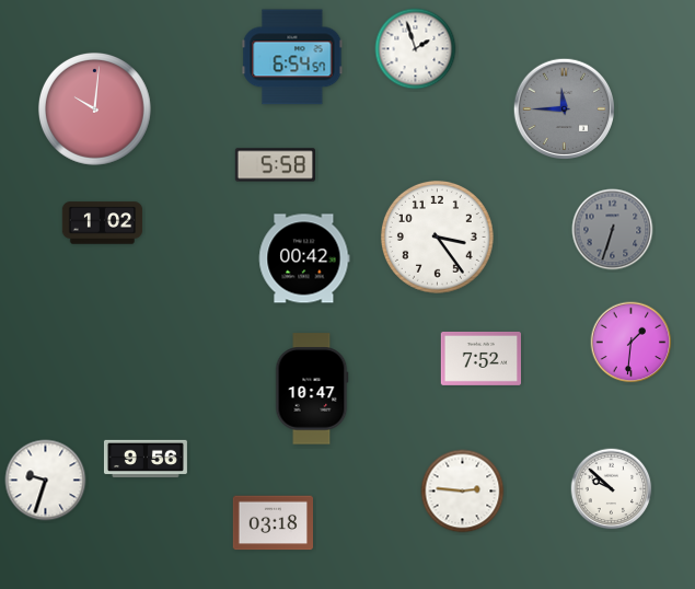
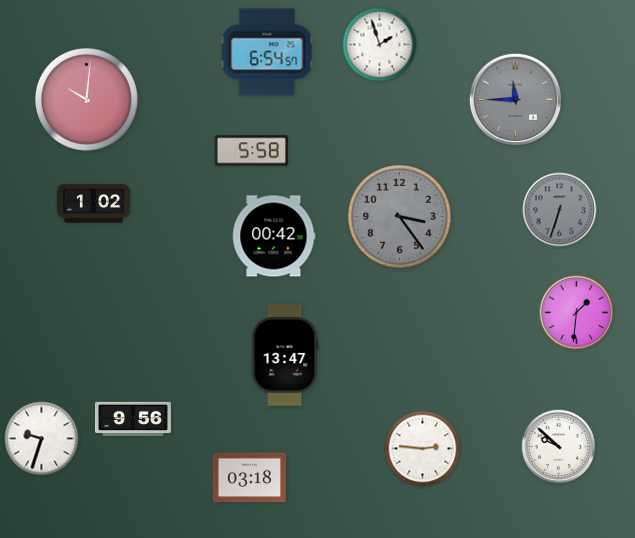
clock at (437, 236) dial: white -> grey
clock at (304, 258) position: (304, 258) -> (274, 236)
clock at (480, 358): 7:52 -> none
clock at (312, 389): 10:47 -> 13:47
